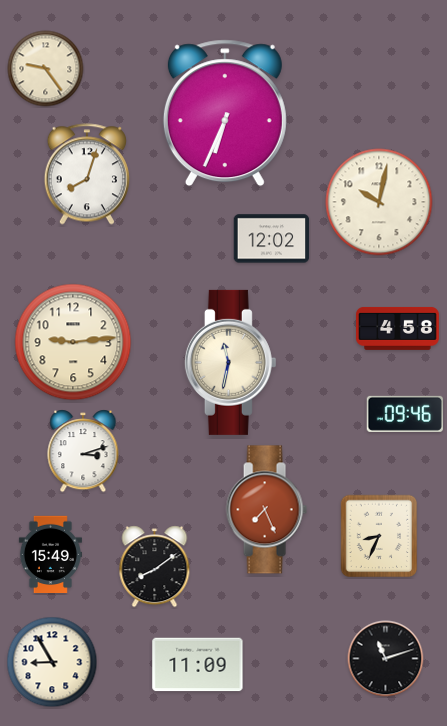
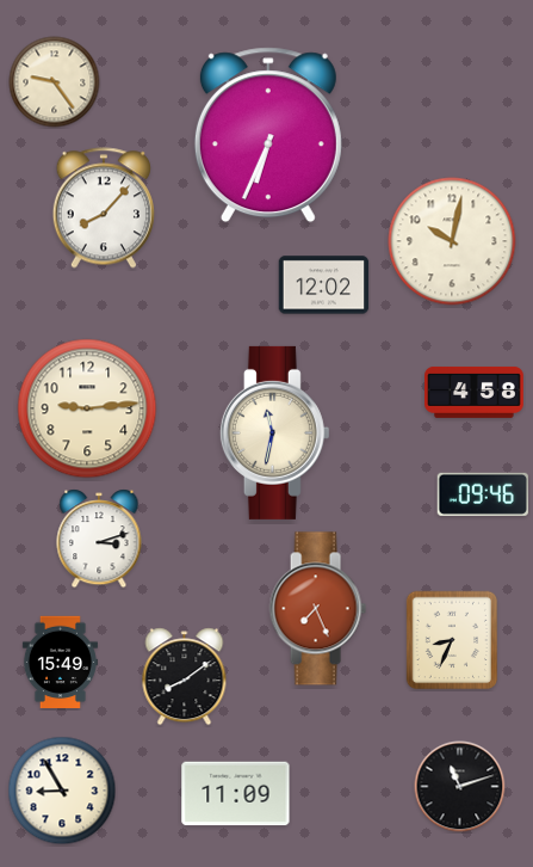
clock at (87, 174): 8:03 -> 8:07
